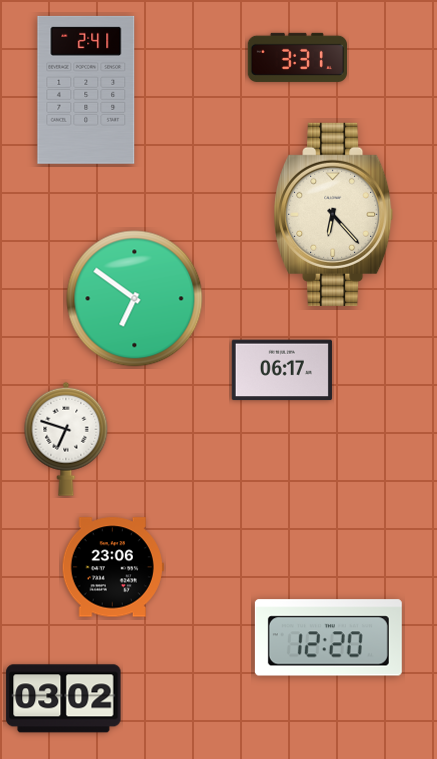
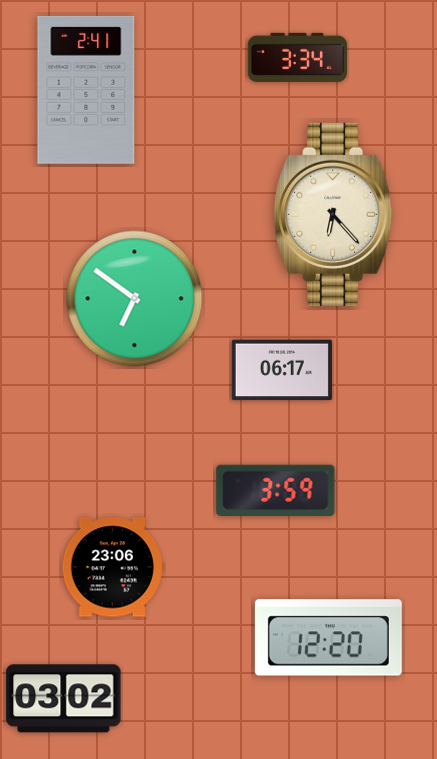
clock at (297, 57): 3:31 -> 3:34
clock at (66, 439): 6:48 -> none
clock at (276, 490): none -> 3:59
